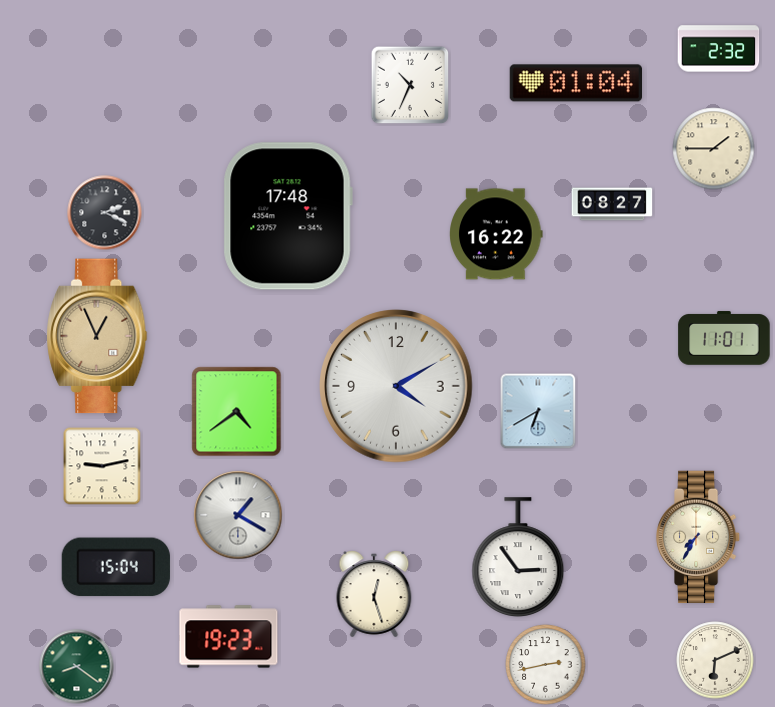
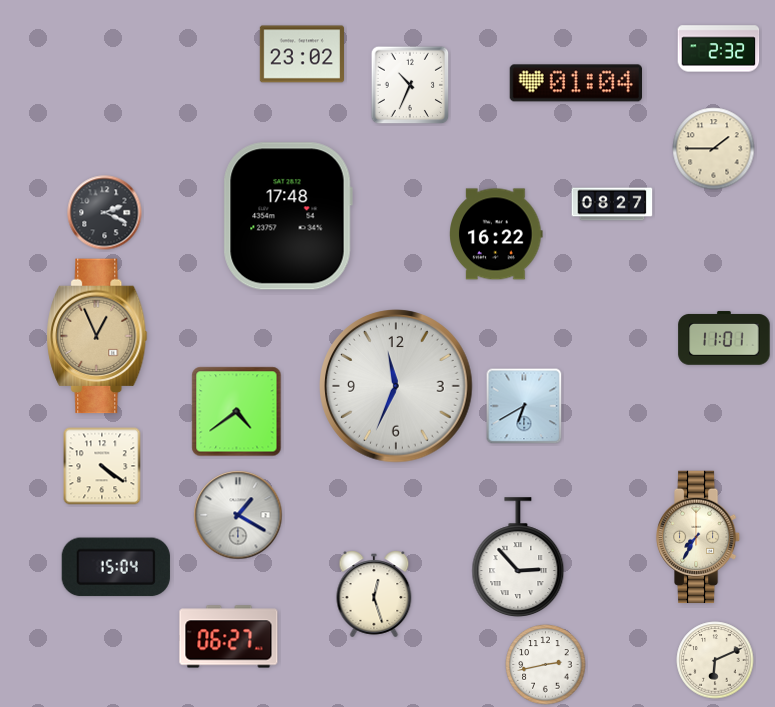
clock at (301, 54): none -> 23:02
clock at (396, 386): 4:10 -> 11:34
clock at (538, 411) position: (538, 411) -> (524, 406)
clock at (102, 466): 9:13 -> 4:21
clock at (518, 557): 2:54 -> 2:53
clock at (229, 637): 19:23 -> 06:27
clock at (77, 667): 8:21 -> none
